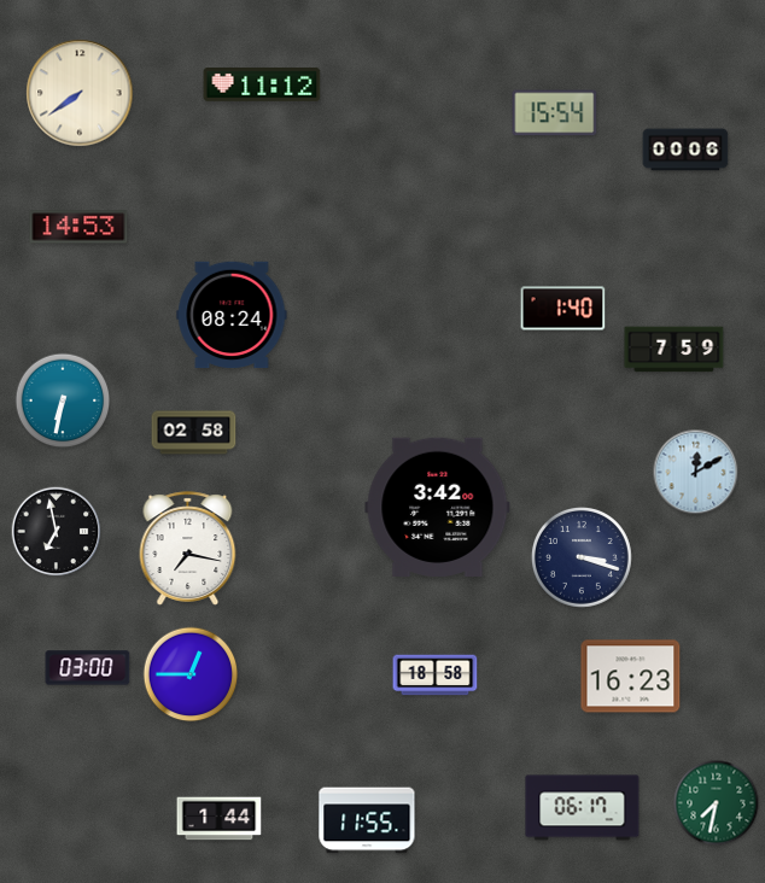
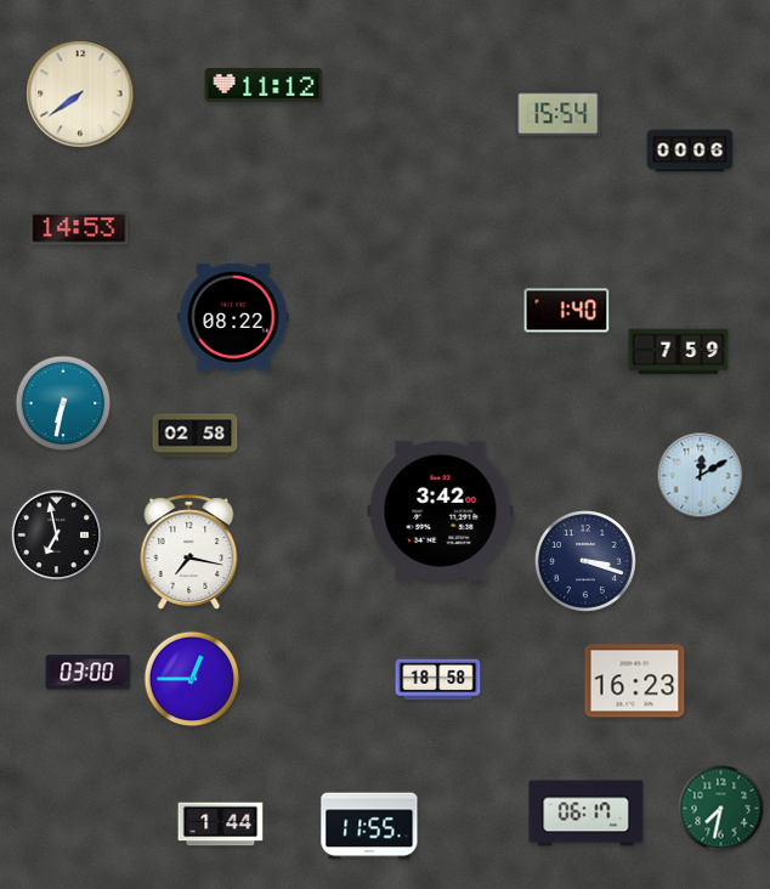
clock at (232, 315): 08:24 -> 08:22
